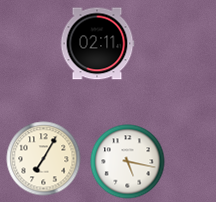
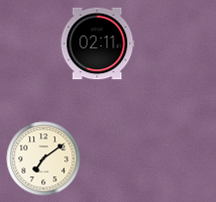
clock at (44, 159): 7:05 -> 7:09
clock at (128, 162): 5:17 -> none
